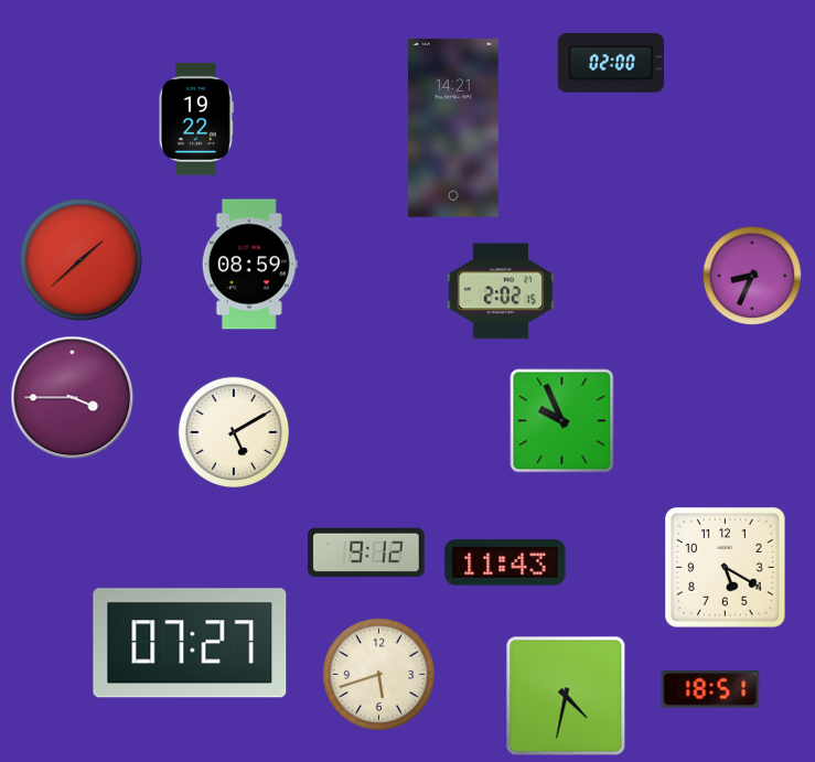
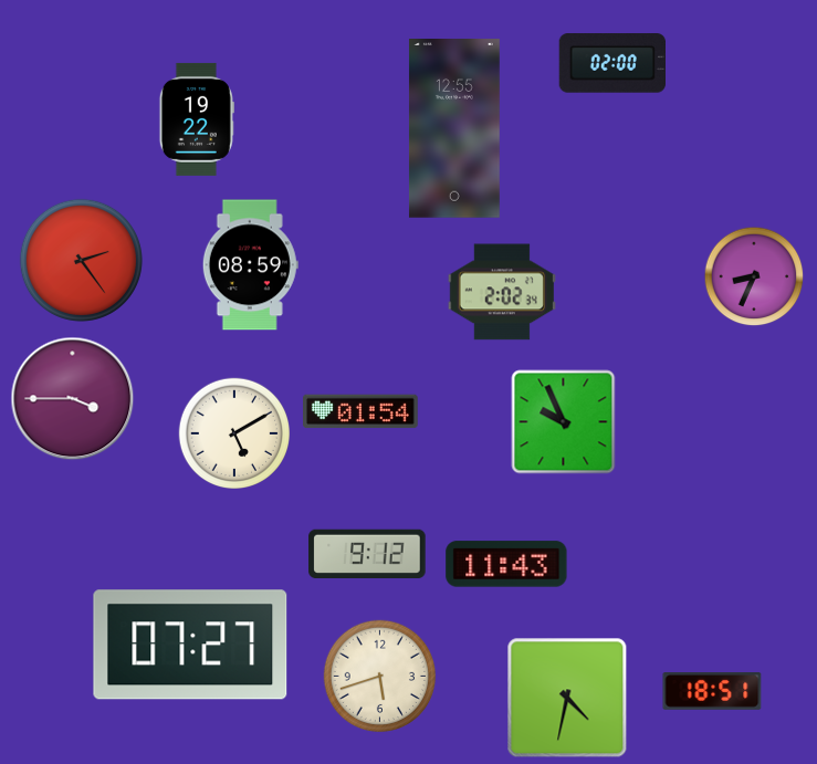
clock at (453, 129): 14:21 -> 12:55
clock at (81, 259): 1:38 -> 2:24
clock at (501, 291): 2:02:15 -> 2:02:34
clock at (362, 411): none -> 01:54
clock at (726, 568): 5:20 -> none
